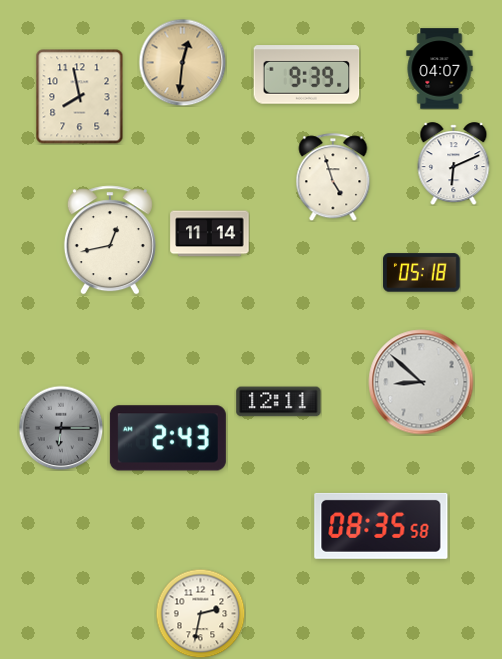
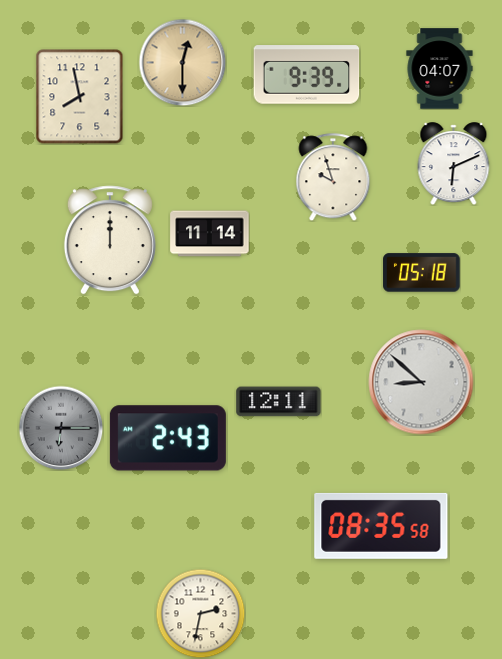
clock at (182, 62): 12:31 -> 12:30
clock at (333, 177): 4:57 -> 9:57
clock at (110, 240): 12:43 -> 12:00
